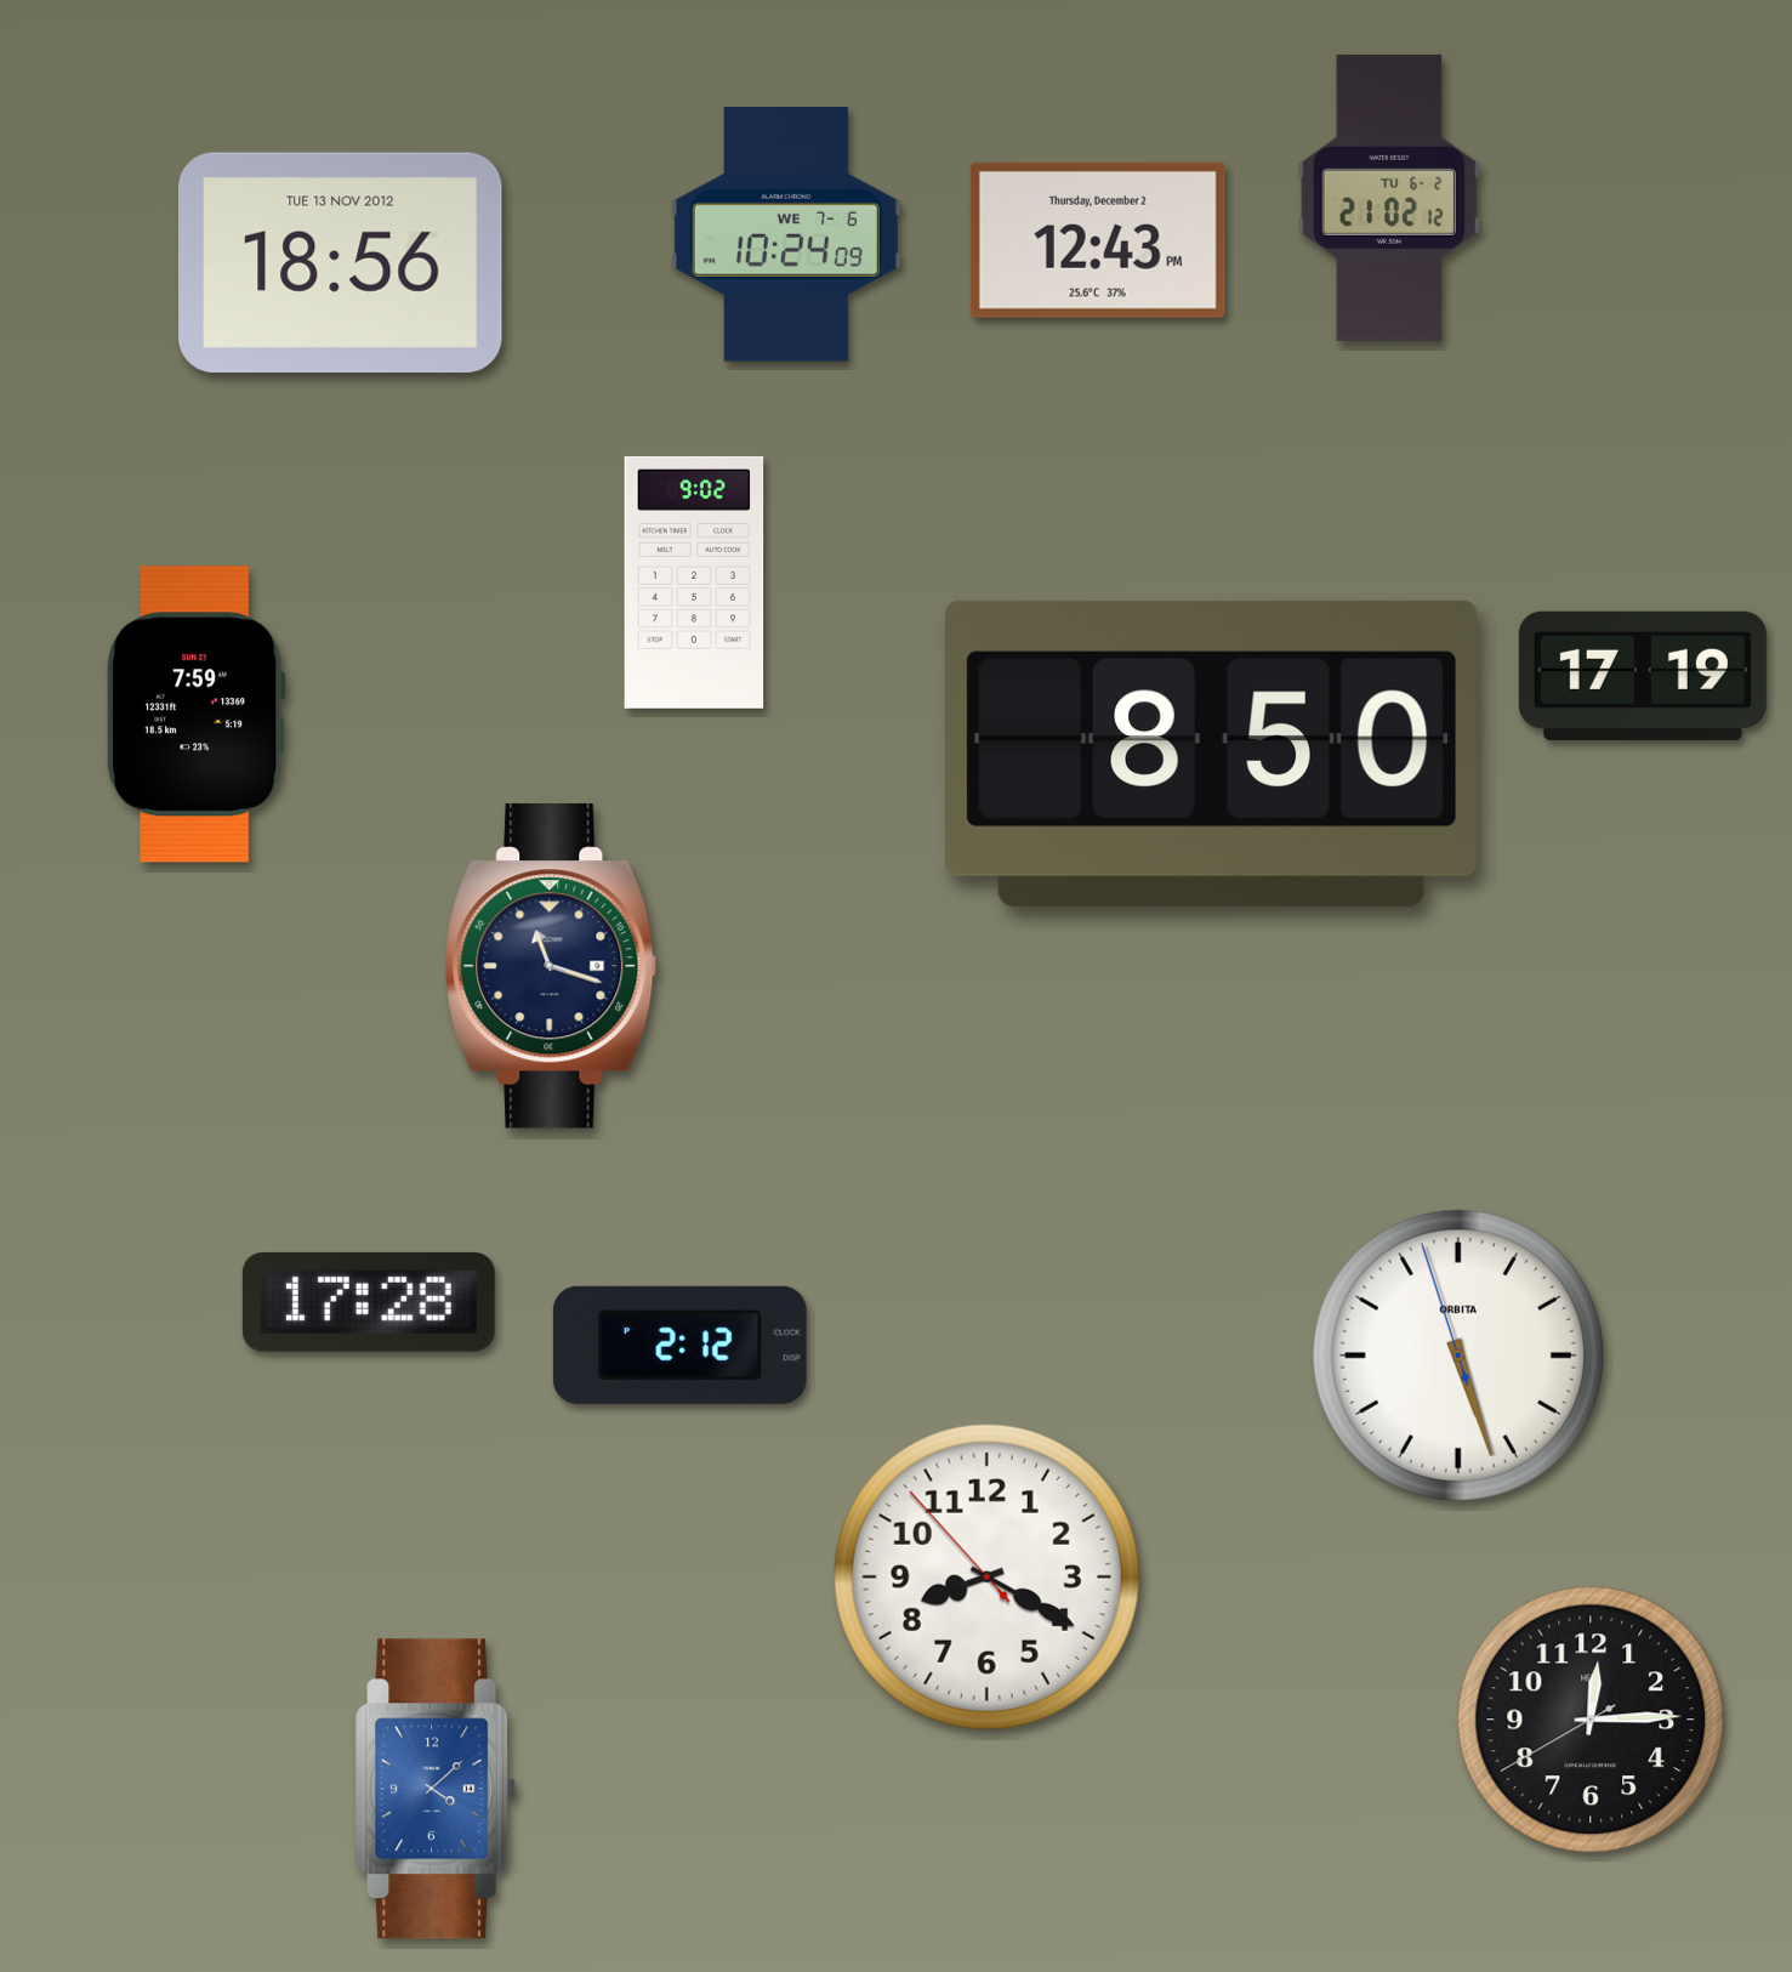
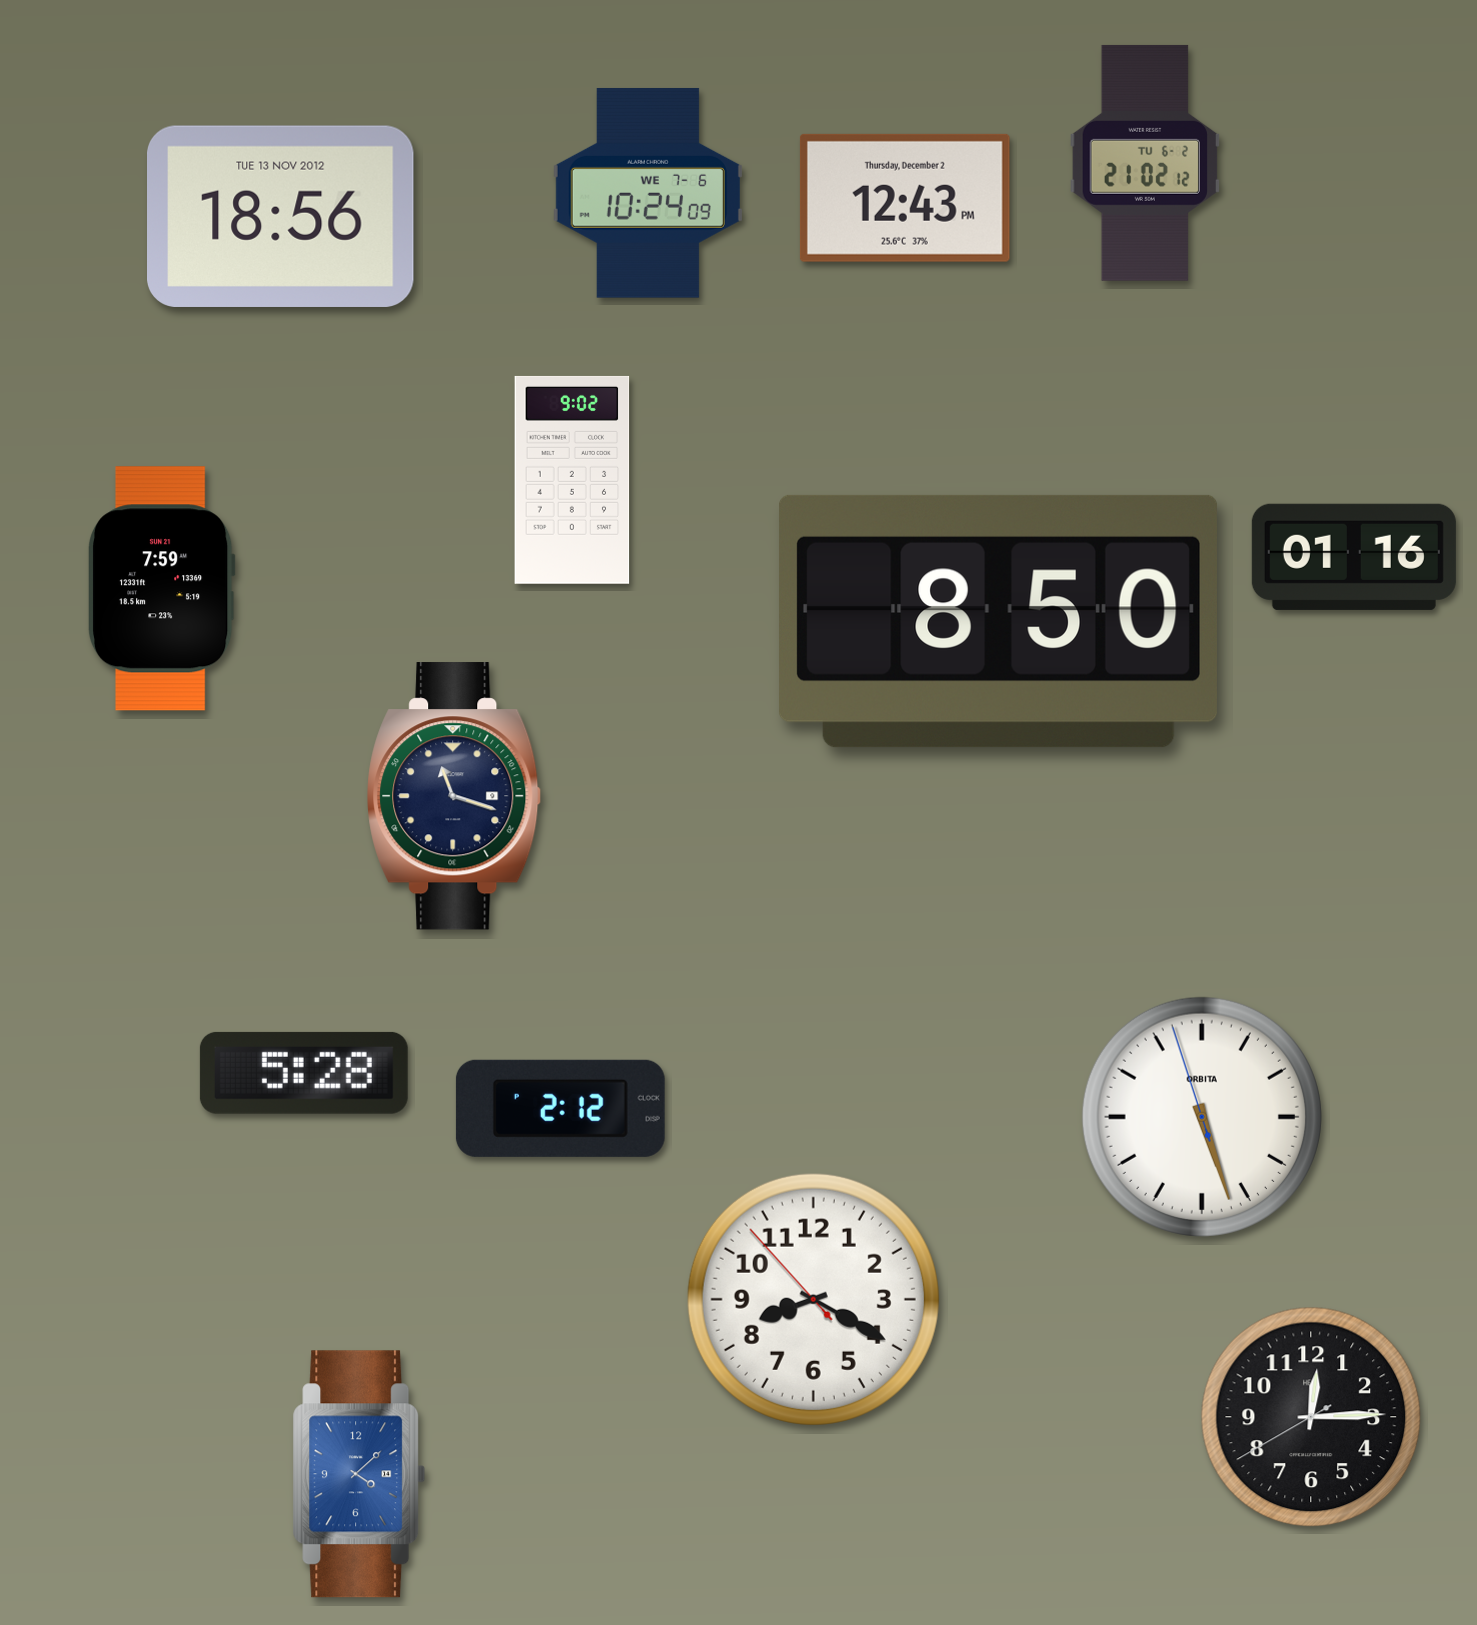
clock at (1643, 676): 17:19 -> 01:16
clock at (369, 1302): 17:28 -> 5:28
